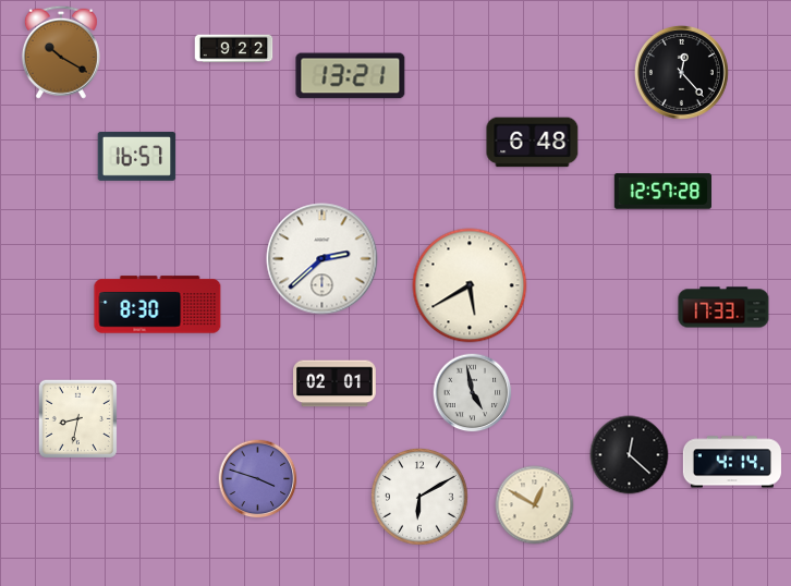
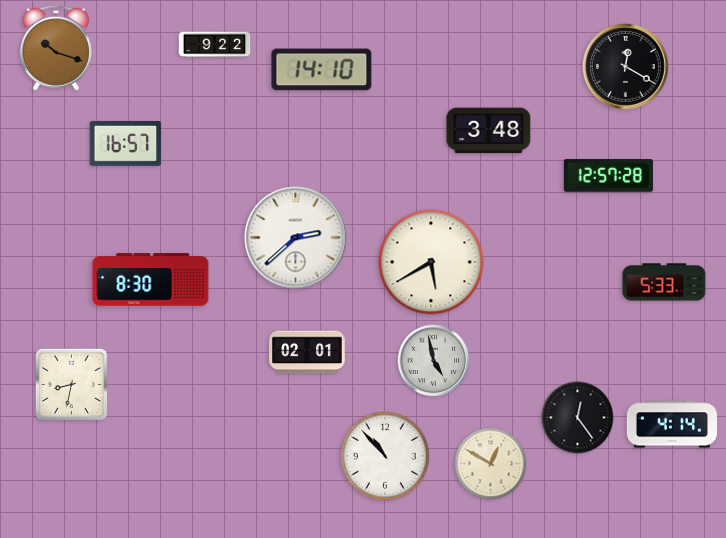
clock at (61, 52): 10:20 -> 10:18
clock at (681, 72): 12:23 -> 12:20
clock at (351, 76): 13:21 -> 14:10
clock at (533, 143): 6:48 -> 3:48
clock at (158, 305) position: (158, 305) -> (151, 280)
clock at (723, 307): 17:33 -> 5:33
clock at (630, 455): 12:22 -> 12:24
clock at (258, 479): 3:48 -> none
clock at (421, 498): 6:10 -> 10:53
